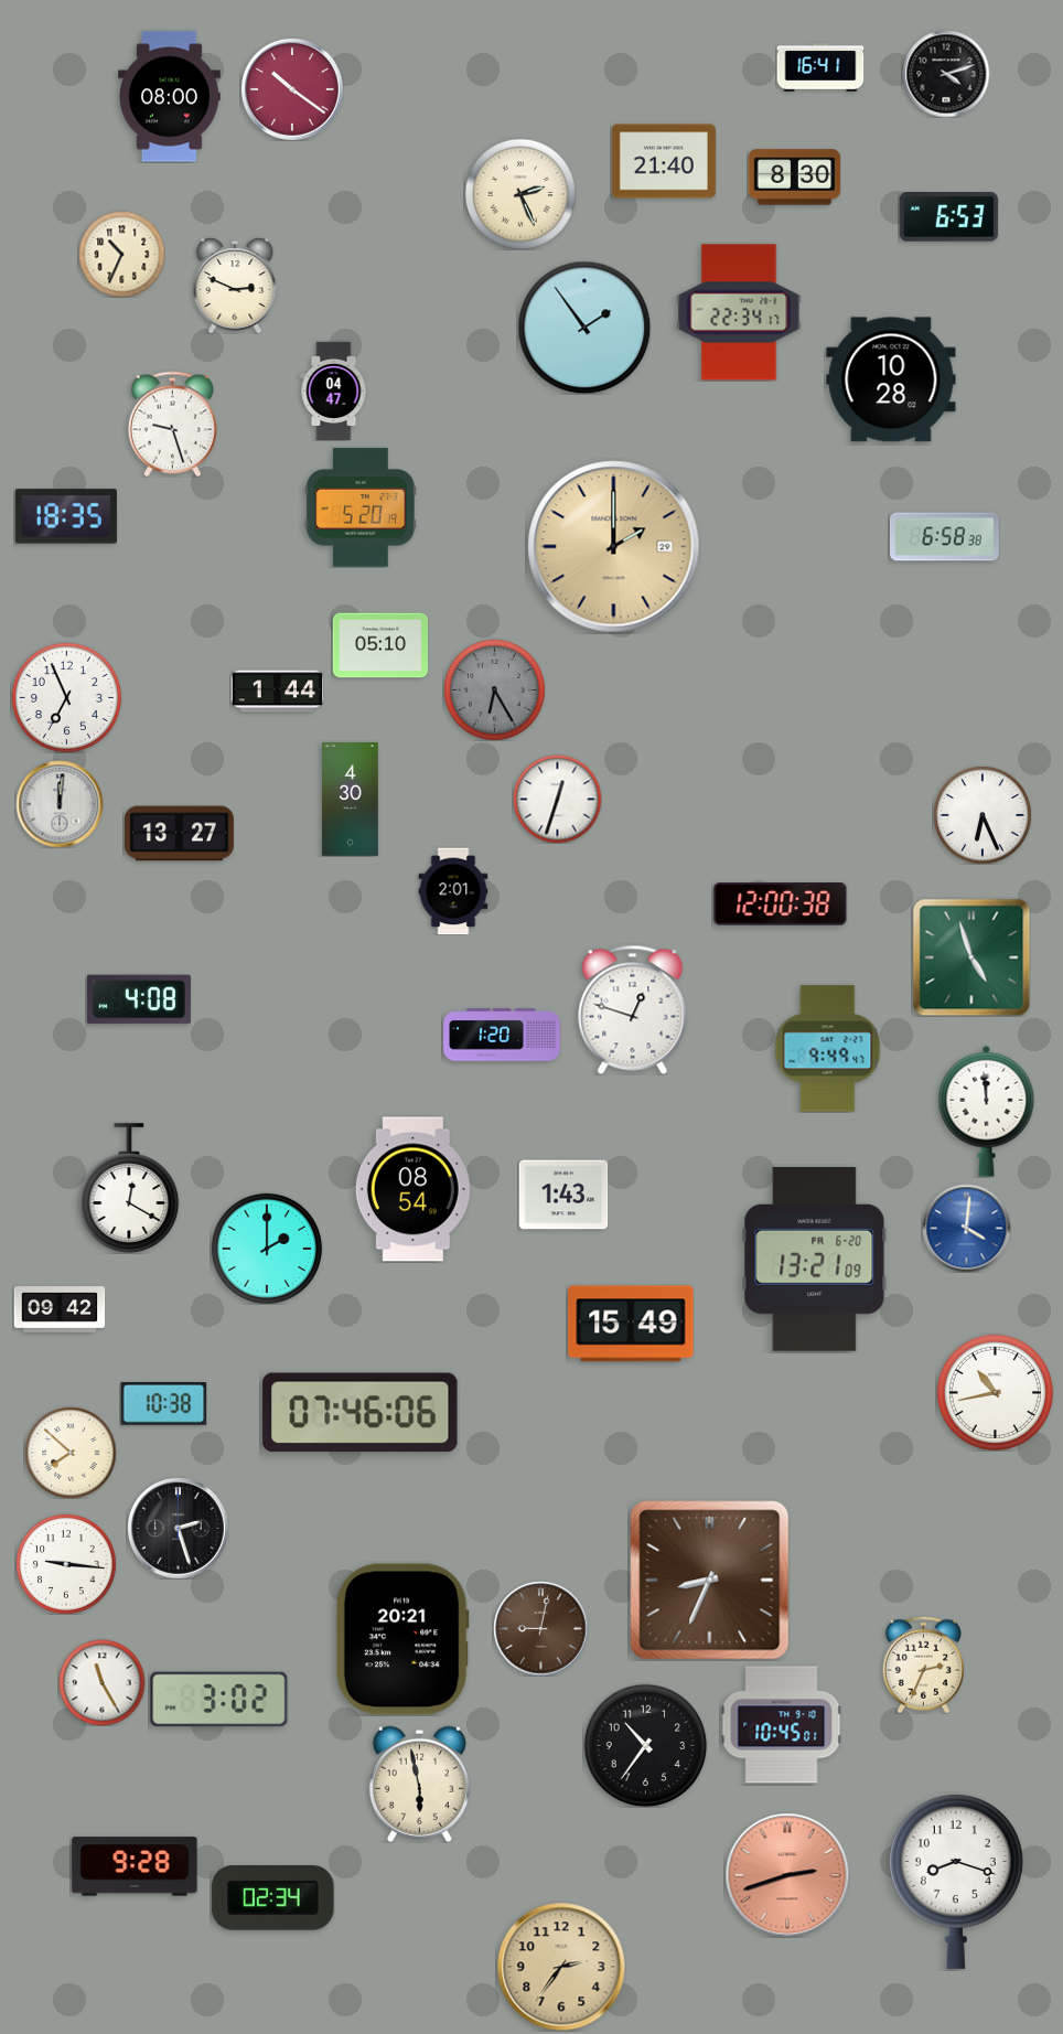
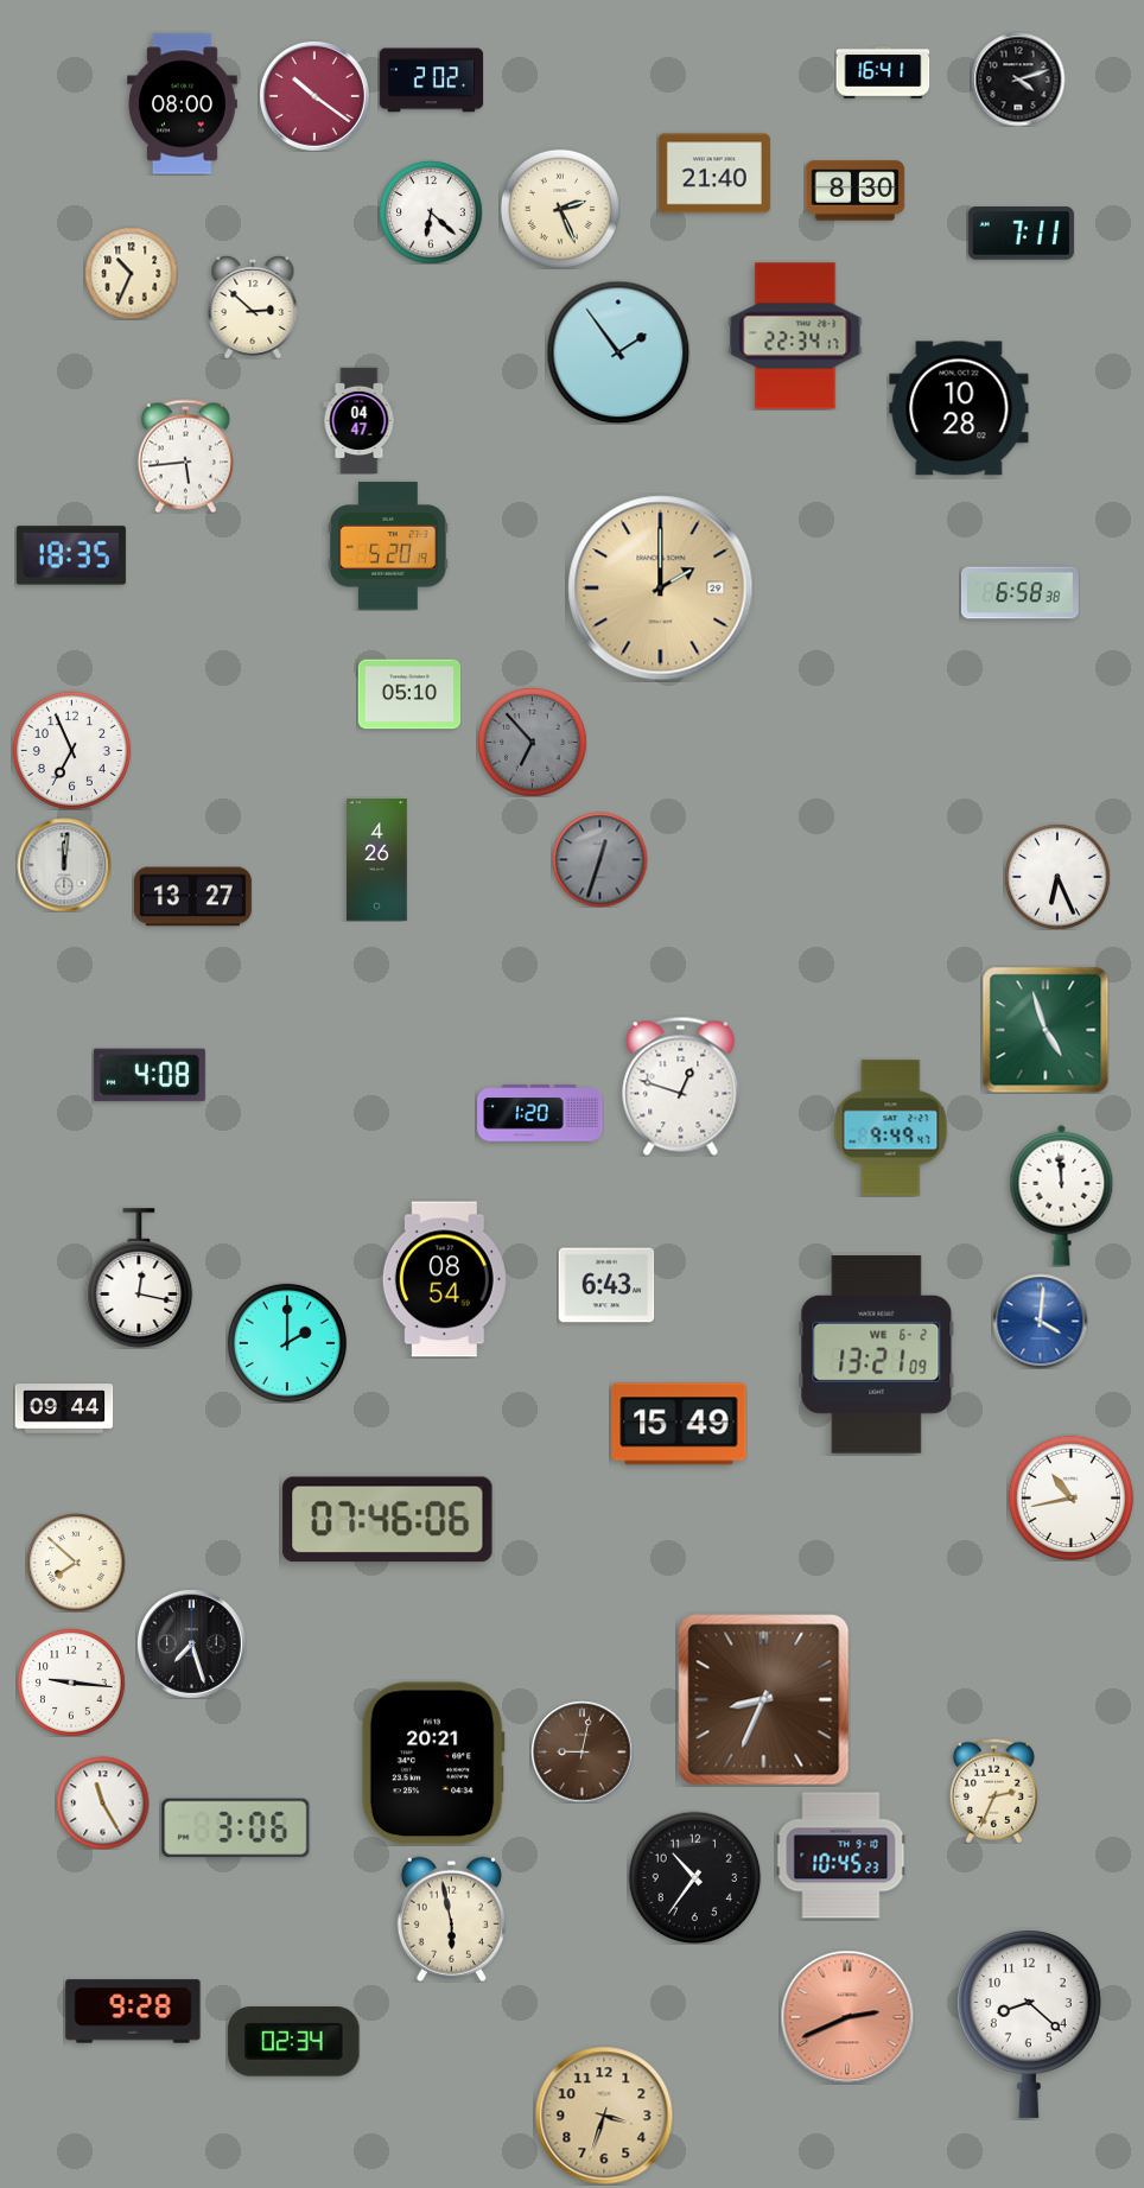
clock at (431, 81): none -> 2:02
clock at (431, 212): none -> 6:22
clock at (948, 217): 6:53 -> 7:11
clock at (235, 286): 2:49 -> 2:52
clock at (584, 328) position: (584, 328) -> (618, 352)
clock at (172, 424): 9:27 -> 5:44
clock at (944, 537) position: (944, 537) -> (1019, 593)
clock at (495, 691): 6:25 -> 6:53
clock at (277, 692): 1:44 -> none
clock at (557, 799) dial: white -> grey
clock at (351, 800): 4:30 -> 4:26
clock at (453, 891): 2:01 -> none
clock at (781, 904): 12:00 -> none
clock at (129, 1188): 12:20 -> 12:17
clock at (563, 1195): 1:43 -> 6:43
clock at (815, 1259) date: FR 6-20 -> WE 6-2
clock at (60, 1309): 09:42 -> 09:44
clock at (163, 1404): 10:38 -> none
clock at (178, 1528): 2:27 -> 7:27
clock at (101, 1682) position: (101, 1682) -> (102, 1802)
clock at (219, 1700): 3:02 -> 3:06
clock at (781, 1725): 10:45:01 -> 10:45:23
clock at (135, 1866) position: (135, 1866) -> (133, 2011)
clock at (787, 1875): 2:42 -> 2:41
clock at (956, 1882): 8:18 -> 8:22
clock at (561, 1967): 2:36 -> 3:33
